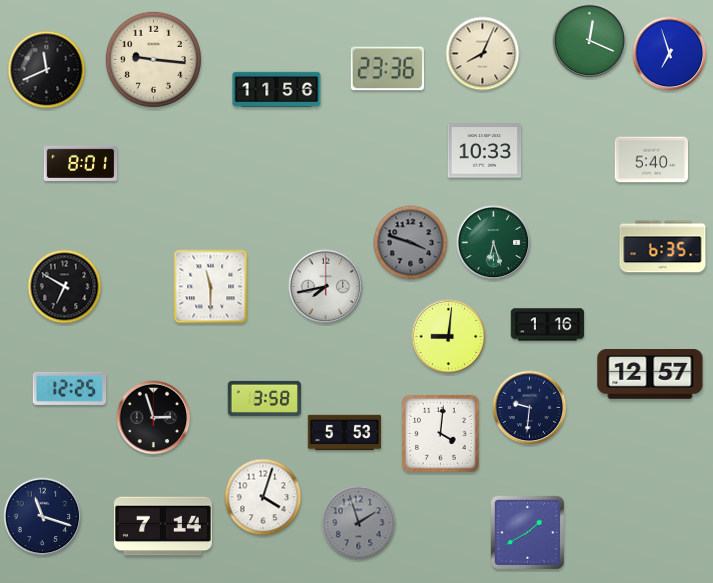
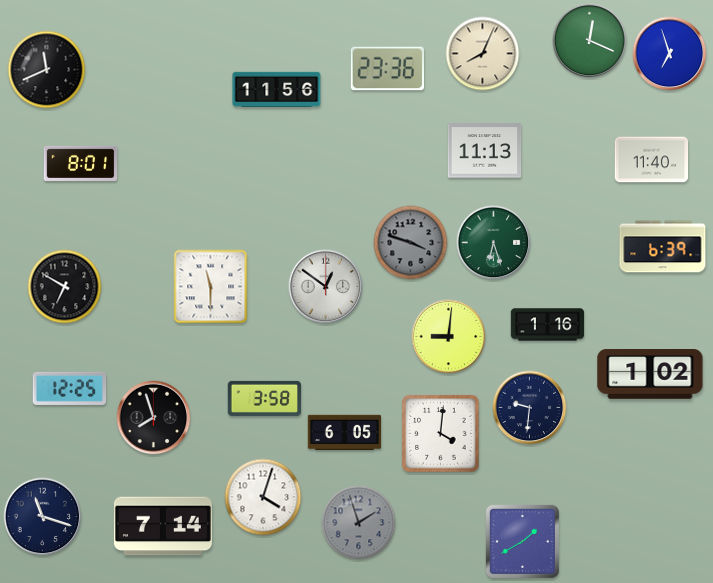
clock at (153, 59): 9:16 -> none
clock at (485, 151): 10:33 -> 11:13
clock at (652, 160): 5:40 -> 11:40
clock at (663, 247): 6:35 -> 6:39
clock at (326, 287): 7:43 -> 12:51
clock at (650, 374): 12:57 -> 1:02
clock at (154, 418): 2:57 -> 7:57
clock at (345, 433): 5:53 -> 6:05
clock at (527, 532) position: (527, 532) -> (522, 541)
